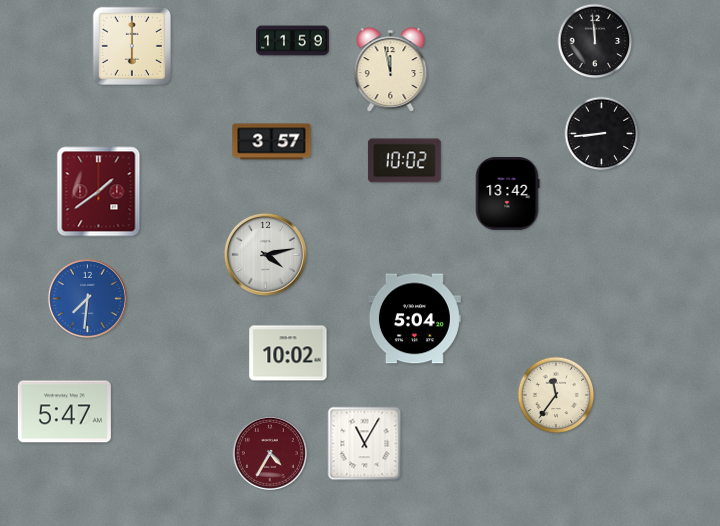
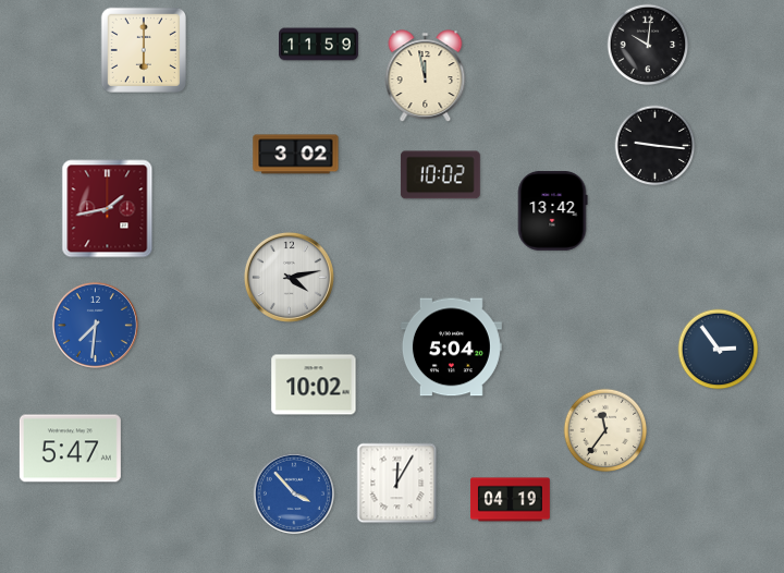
clock at (595, 41): 11:59 -> 10:01
clock at (602, 134): 8:44 -> 9:16
clock at (272, 142): 3:57 -> 3:02
clock at (99, 192): 1:39 -> 1:43
clock at (719, 350): none -> 2:54
clock at (365, 444): 11:05 -> 12:05
clock at (270, 453): 4:35 -> 3:53
clock at (270, 453) dial: burgundy -> blue
clock at (510, 500): none -> 04:19
